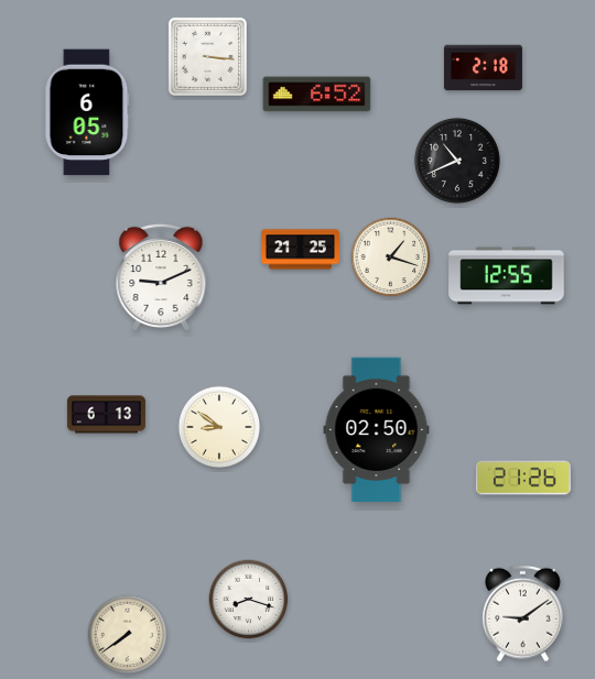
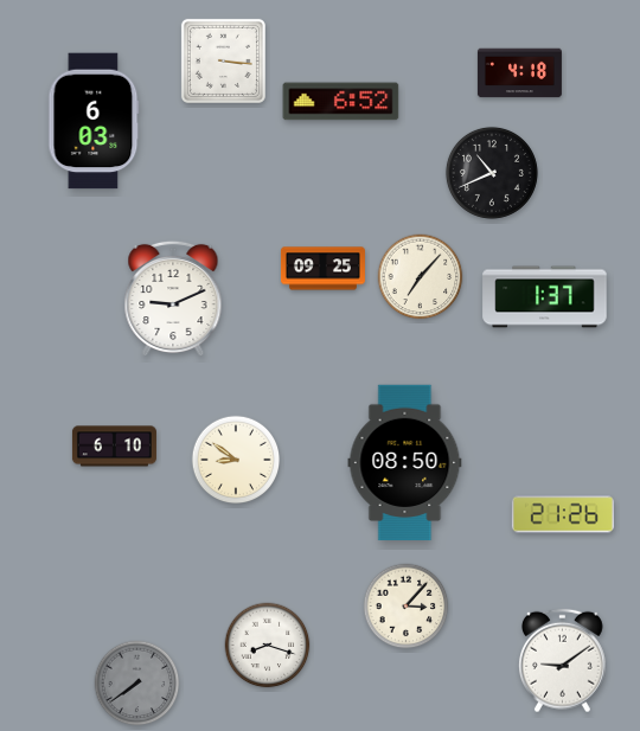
clock at (483, 68): 2:18 -> 4:18
clock at (87, 112): 6:05 -> 6:03
clock at (300, 250): 21:25 -> 09:25
clock at (391, 258): 1:18 -> 7:07
clock at (507, 276): 12:55 -> 1:37
clock at (106, 415): 6:13 -> 6:10
clock at (377, 430): 02:50 -> 08:50
clock at (407, 607): none -> 3:07
clock at (128, 635) dial: cream -> grey
